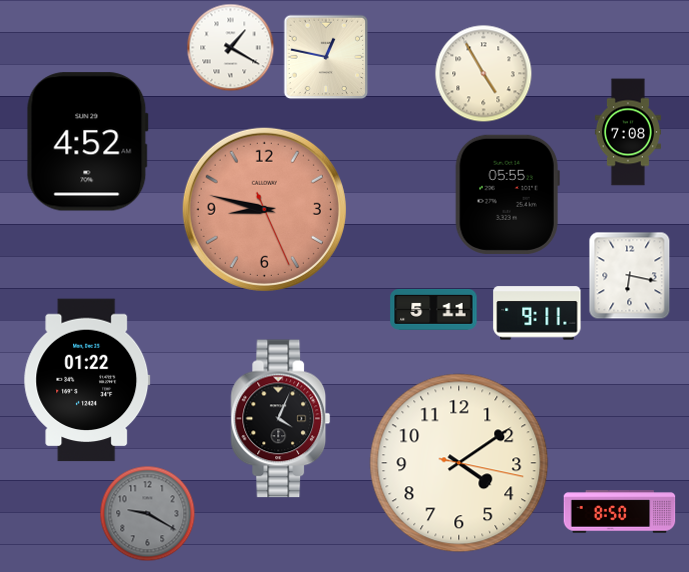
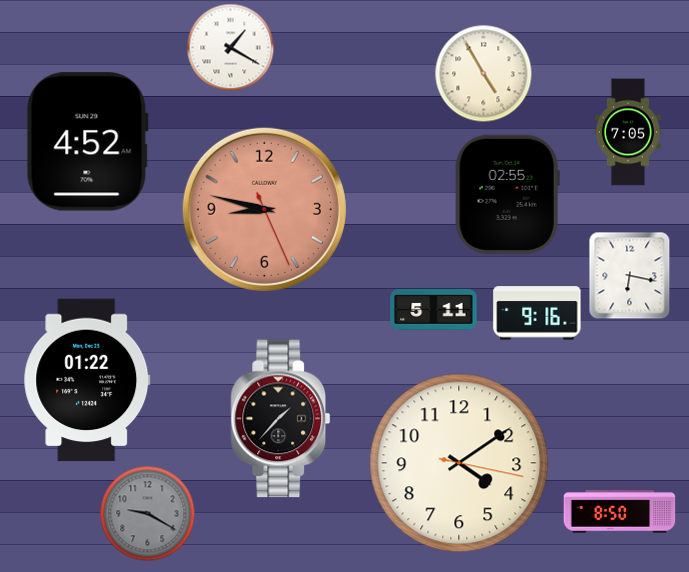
clock at (326, 57): 12:47 -> none
clock at (628, 132): 7:08 -> 7:05
clock at (507, 194): 05:55 -> 02:55
clock at (537, 313): 9:11 -> 9:16
clock at (281, 419): 4:04 -> 1:37
